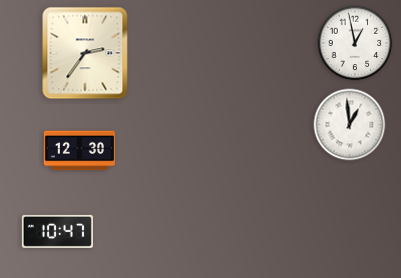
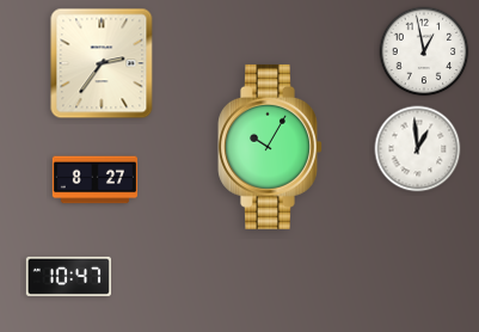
clock at (270, 147): none -> 10:05
clock at (79, 151): 12:30 -> 8:27
